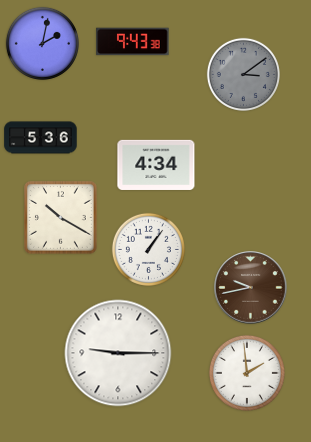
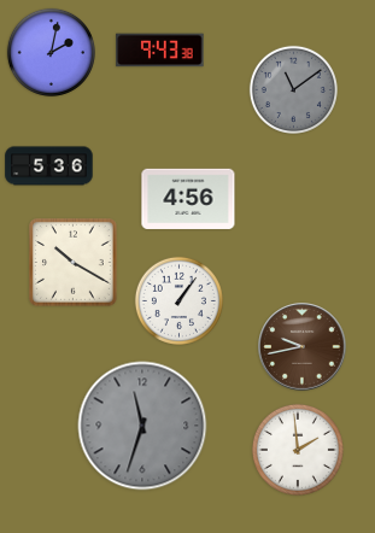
clock at (243, 74): 3:09 -> 11:09
clock at (156, 165): 4:34 -> 4:56
clock at (118, 353): 9:15 -> 11:33
clock at (118, 353) dial: white -> grey
